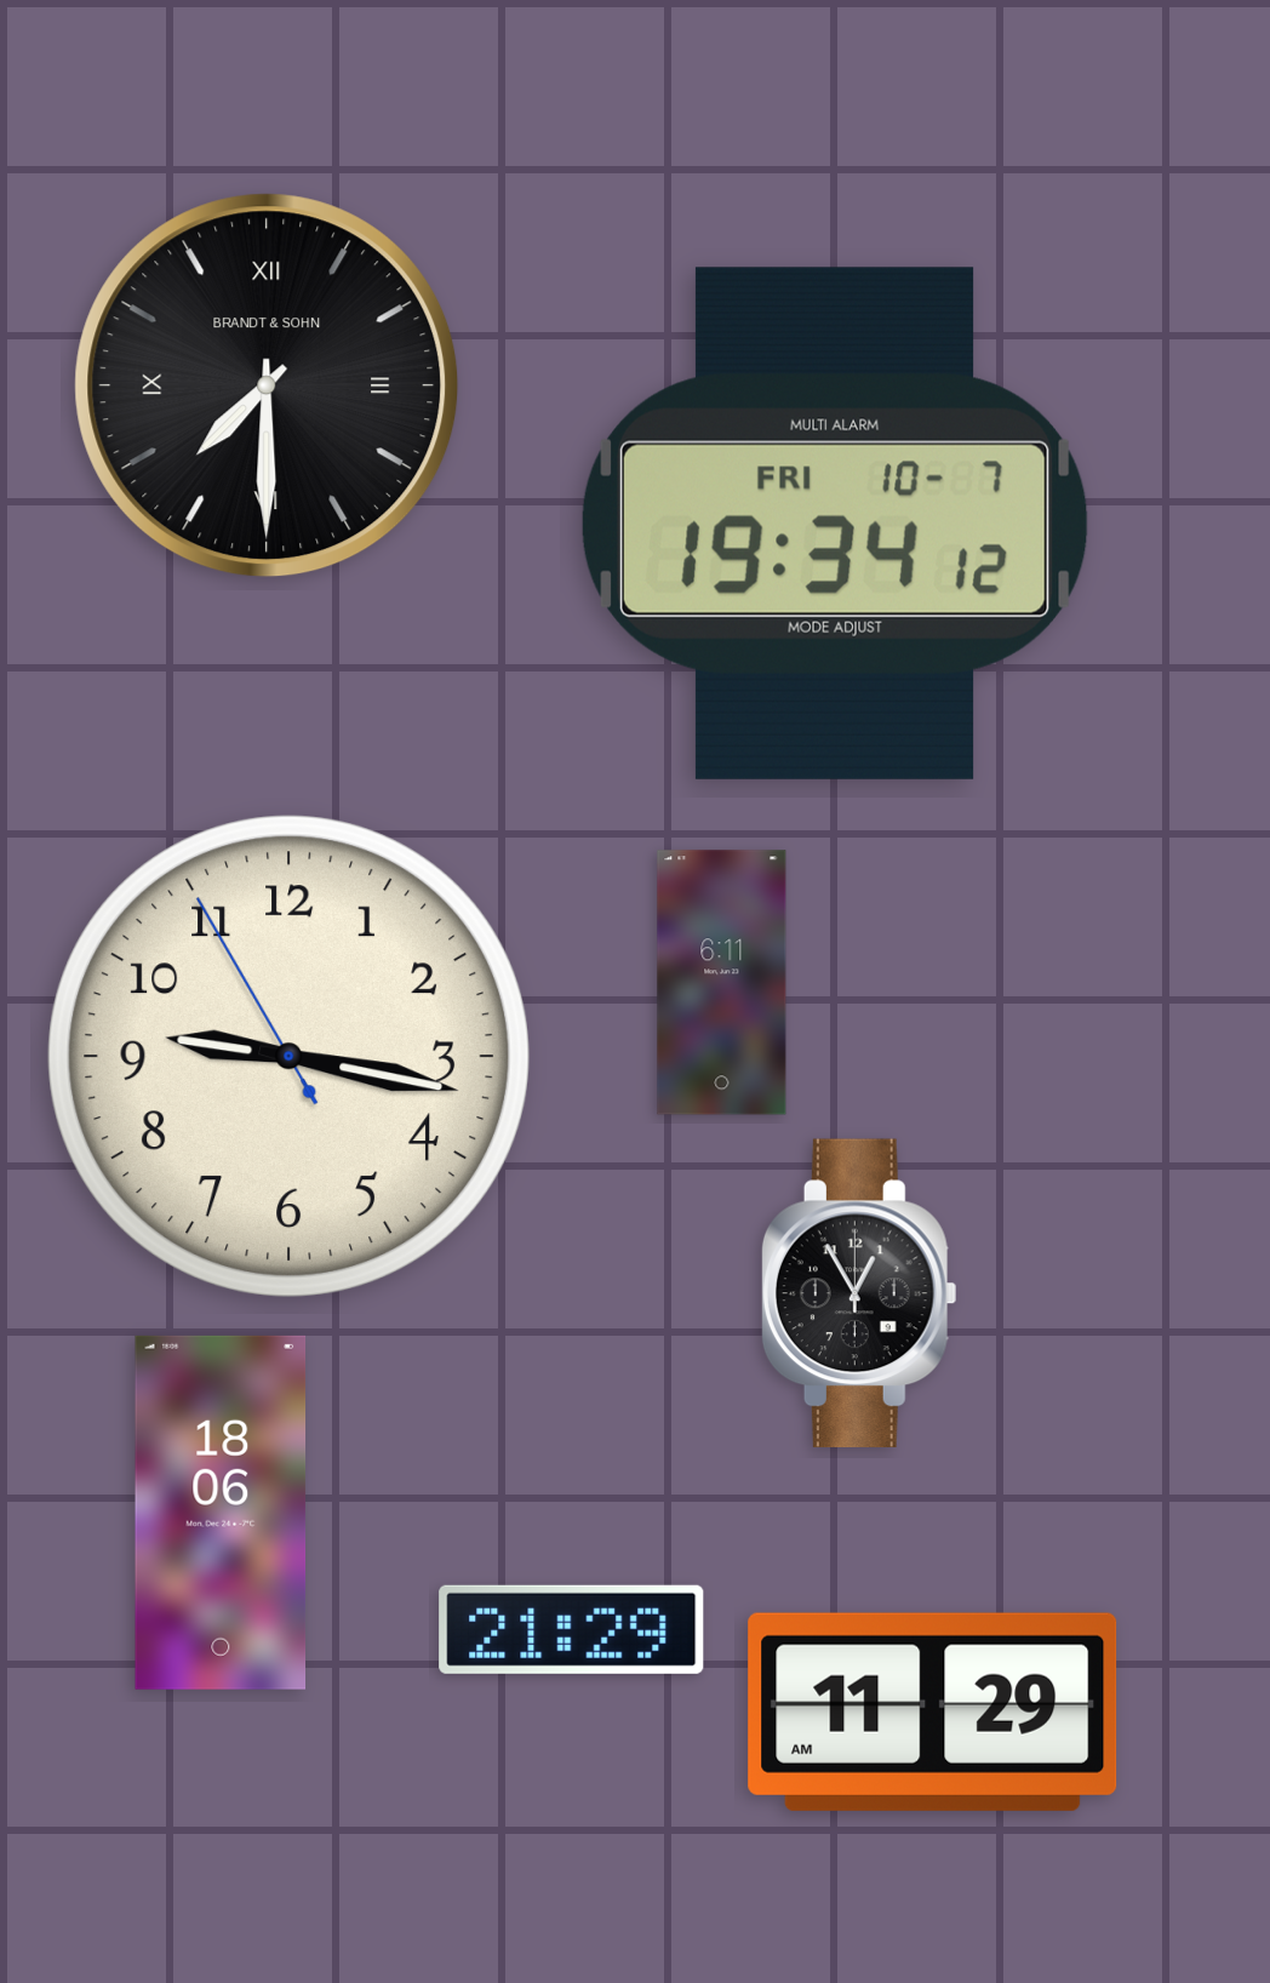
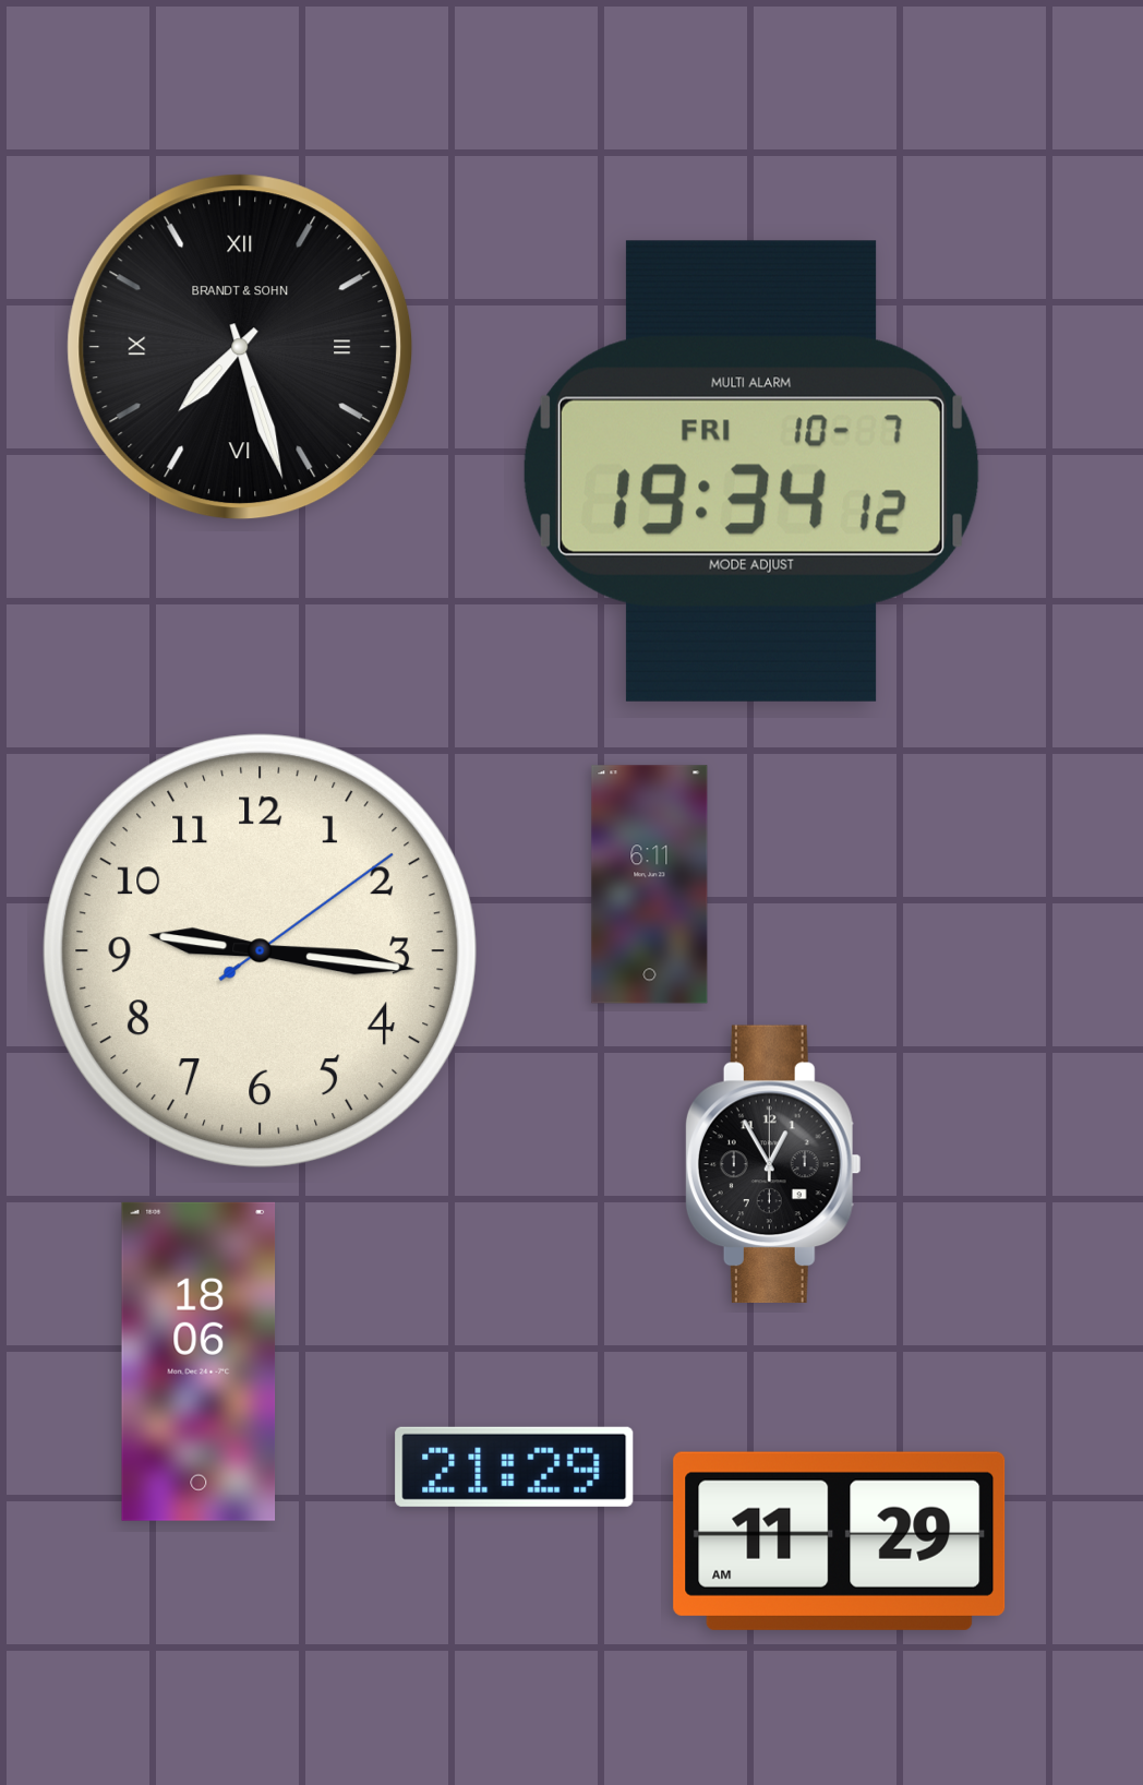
clock at (267, 385): 7:30 -> 7:27
clock at (290, 1057): 9:16:55 -> 9:16:09
